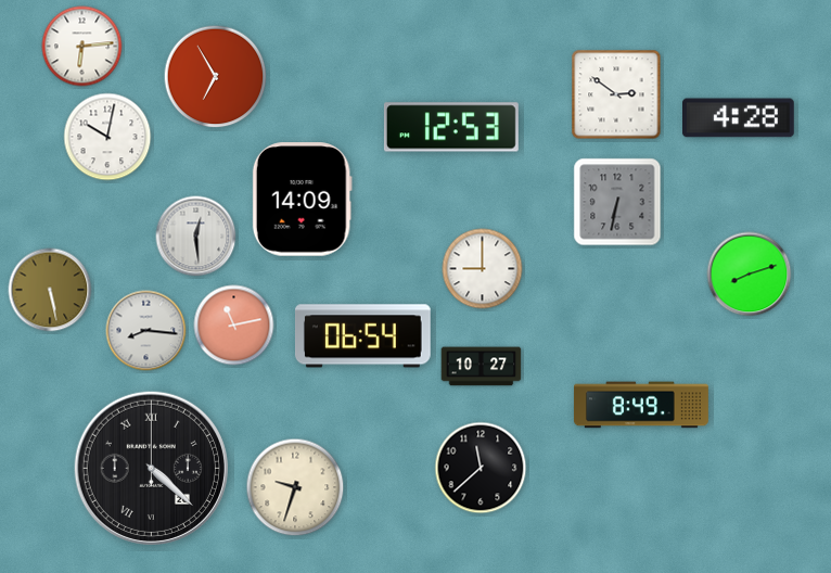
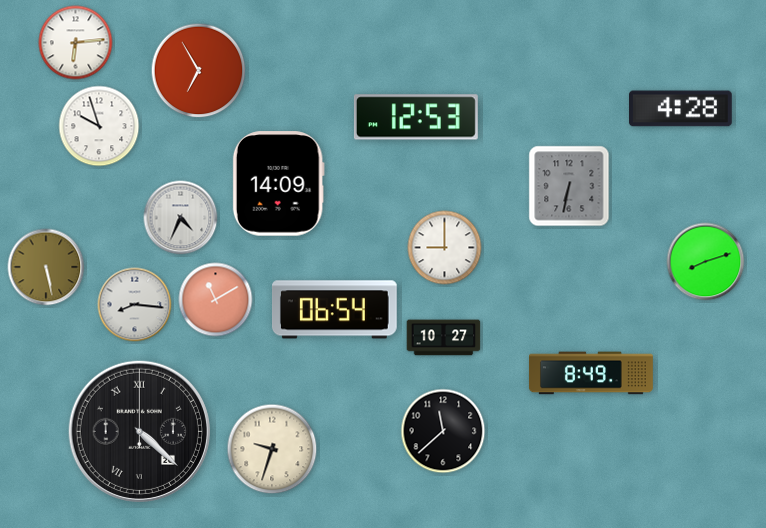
clock at (616, 94): 2:51 -> none
clock at (107, 137): 10:02 -> 9:57
clock at (196, 237): 12:29 -> 4:34
clock at (750, 275) position: (750, 275) -> (706, 262)
clock at (234, 326): 11:13 -> 11:10
